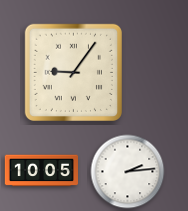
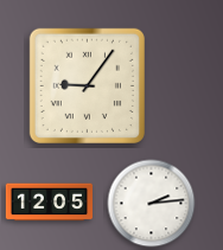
clock at (41, 171): 10:05 -> 12:05
